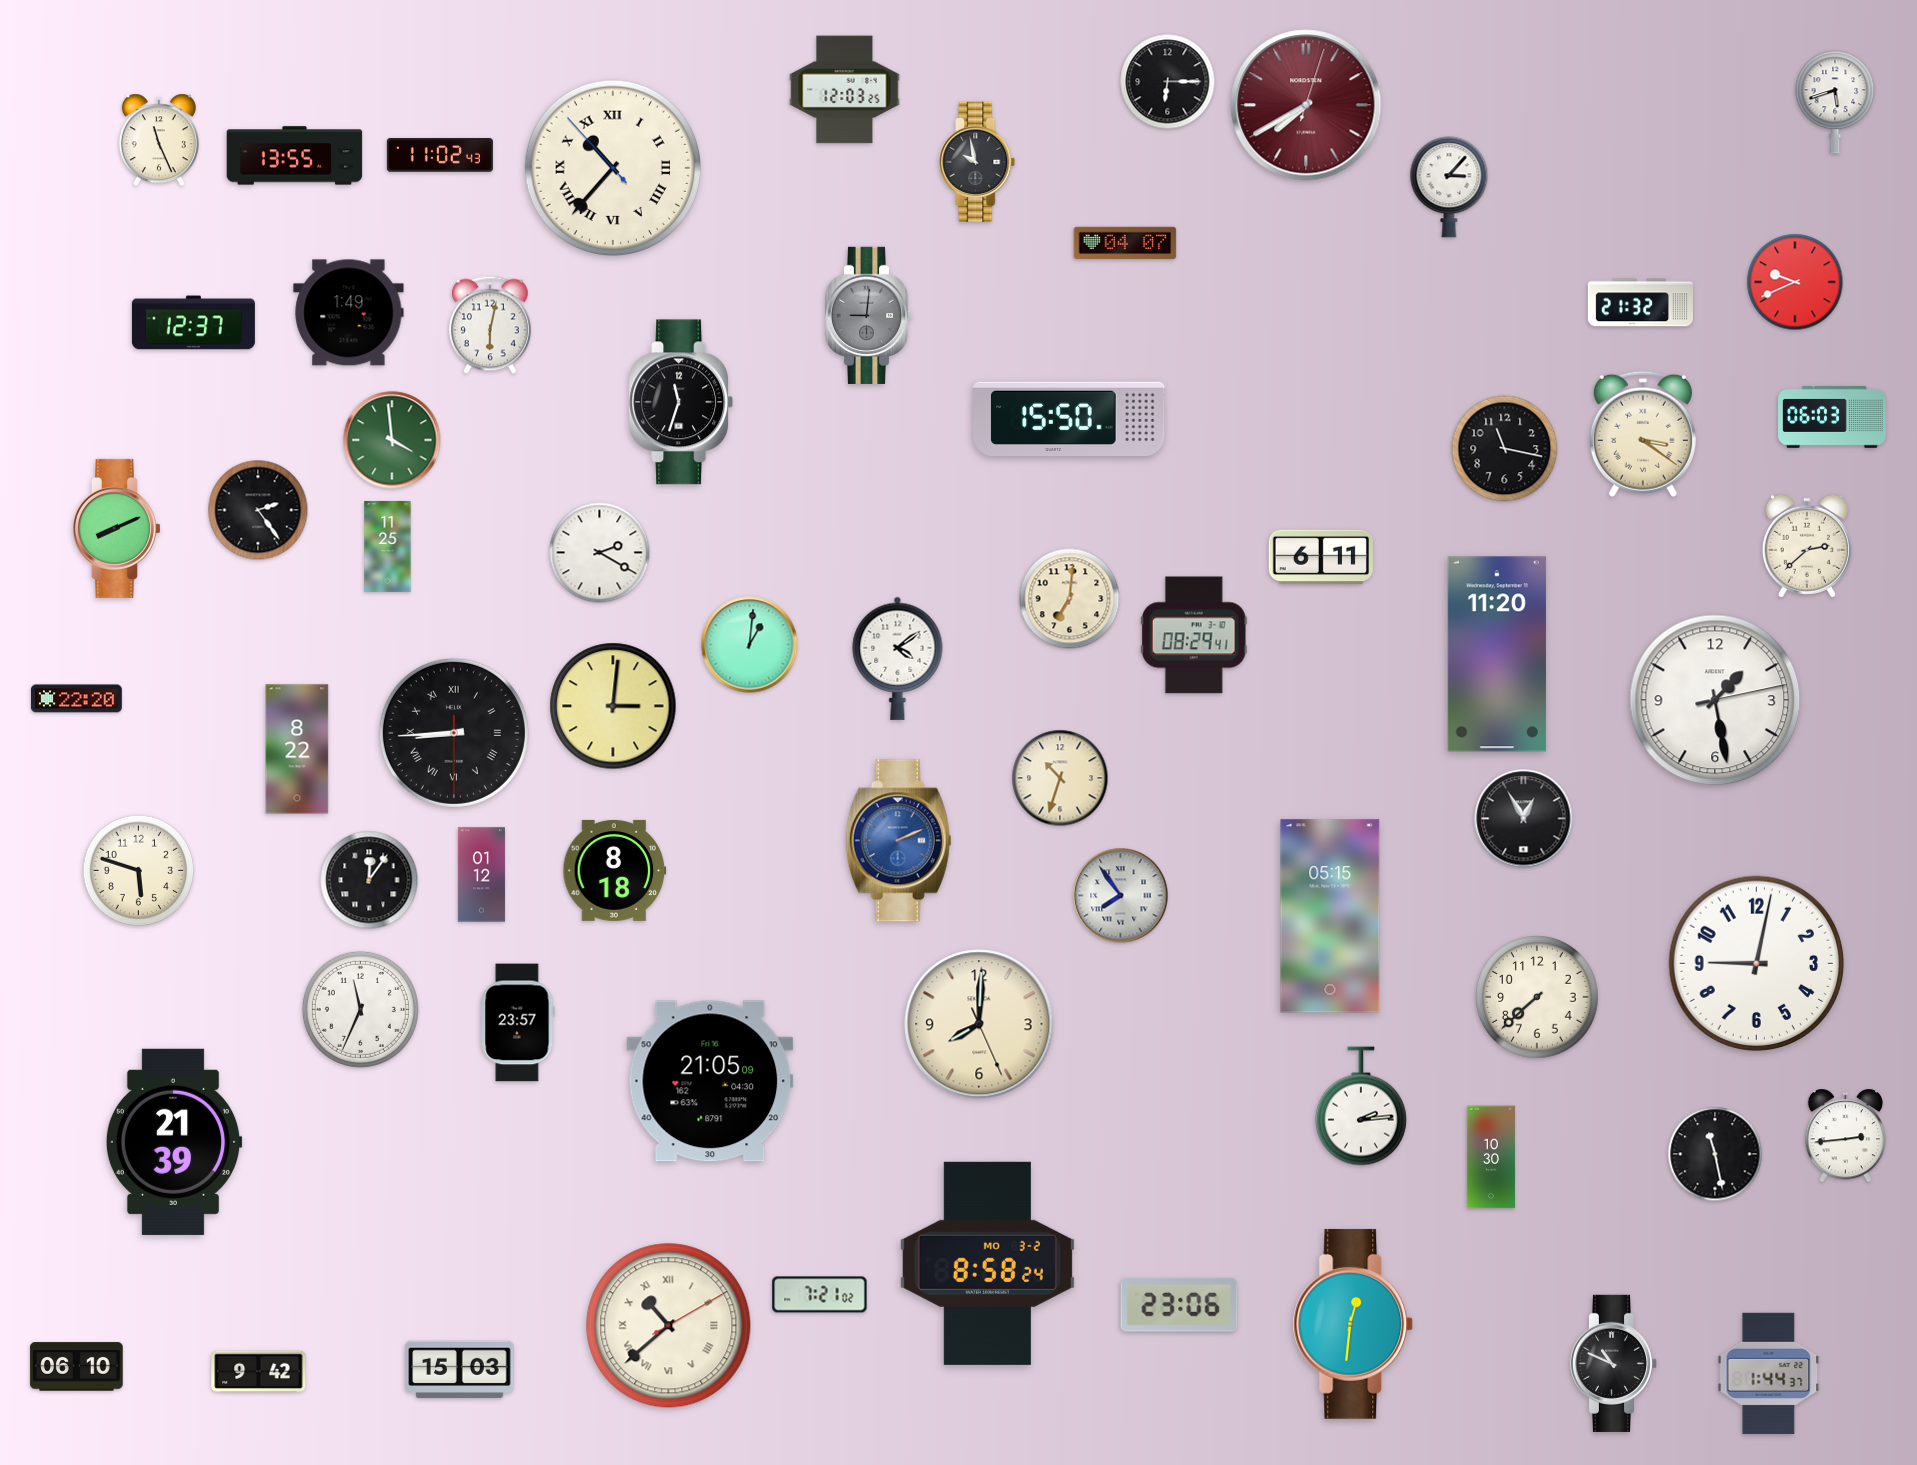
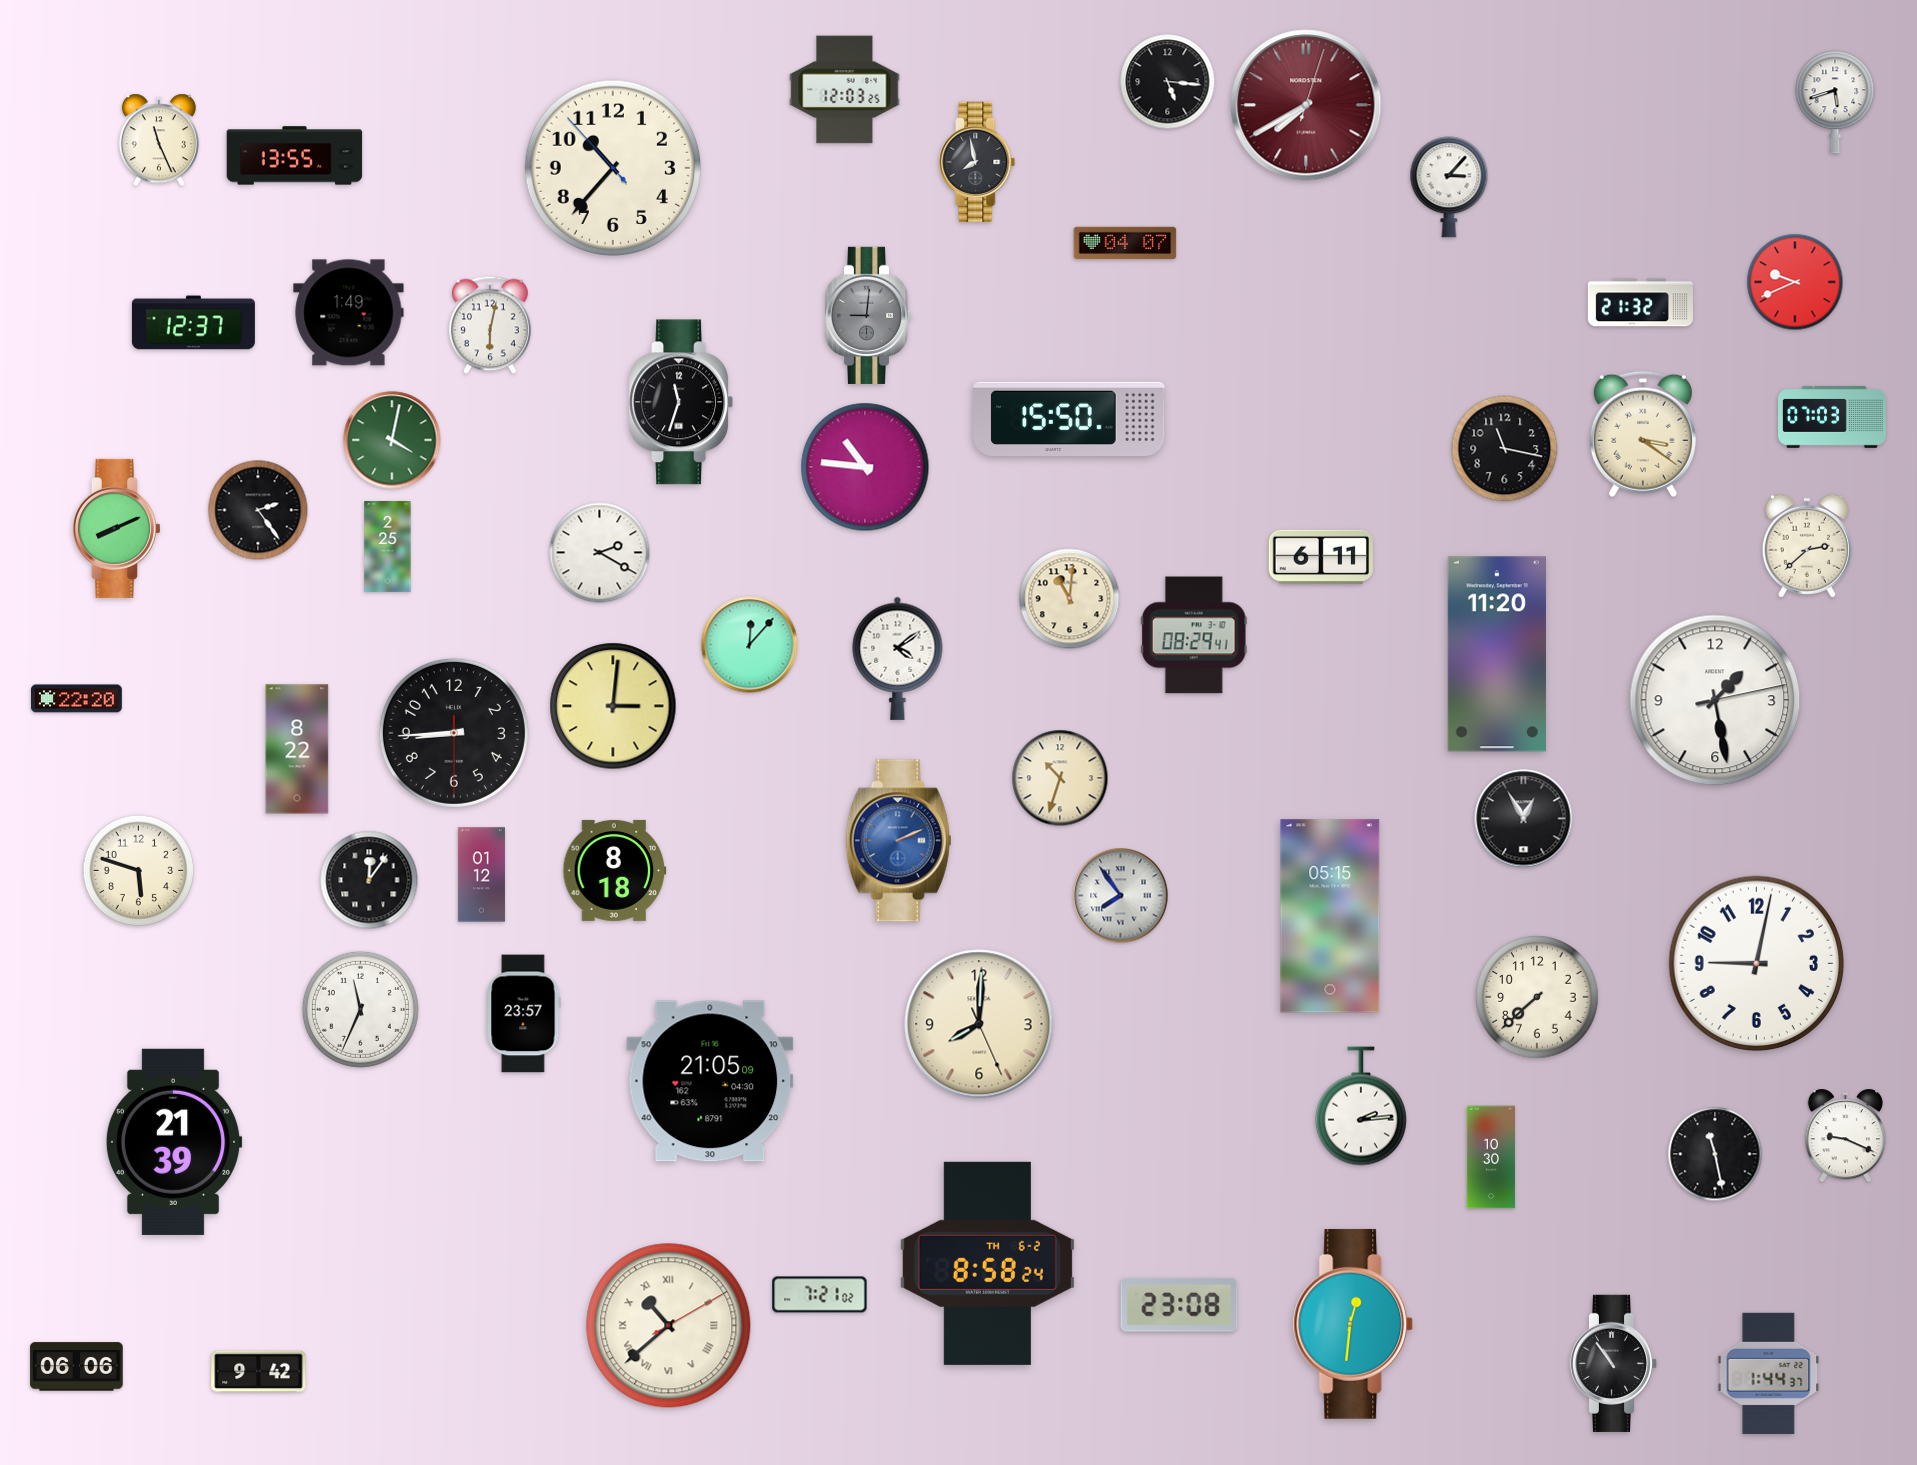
clock at (1168, 82): 6:15 -> 5:16
clock at (440, 155): 11:02 -> none
clock at (977, 161): 9:58 -> 7:58
clock at (612, 167) numerals: Roman -> Arabic
clock at (1832, 418): 06:03 -> 07:03
clock at (392, 440): 3:59 -> 4:02
clock at (865, 467): none -> 10:46
clock at (388, 547): 11:25 -> 2:25
clock at (1070, 599): 7:01 -> 11:01
clock at (750, 645): 1:01 -> 12:07
clock at (454, 733) numerals: Roman -> Arabic
clock at (518, 1023) position: (518, 1023) -> (524, 1014)
clock at (1845, 1136): 2:44 -> 9:19
clock at (987, 1263) date: MO 3-2 -> TH 6-2
clock at (1179, 1306): 23:06 -> 23:08
clock at (1614, 1363): 10:49 -> 10:54
clock at (77, 1367): 06:10 -> 06:06
clock at (460, 1370): 15:03 -> none
